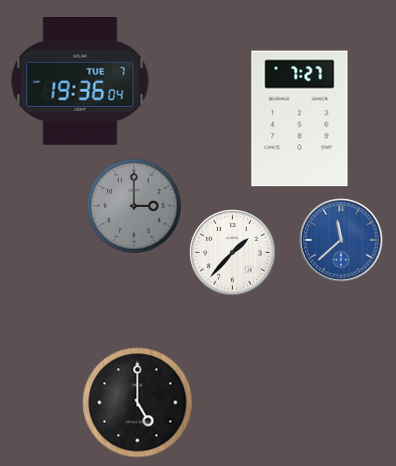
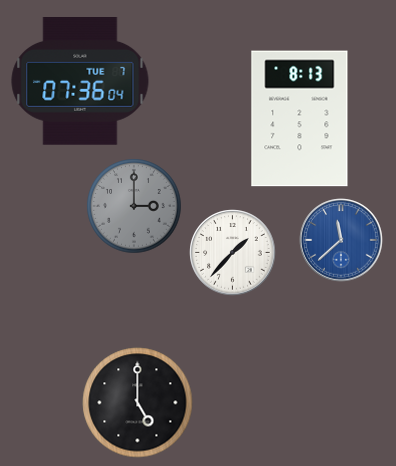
clock at (80, 82): 19:36 -> 07:36
clock at (300, 119): 7:27 -> 8:13
